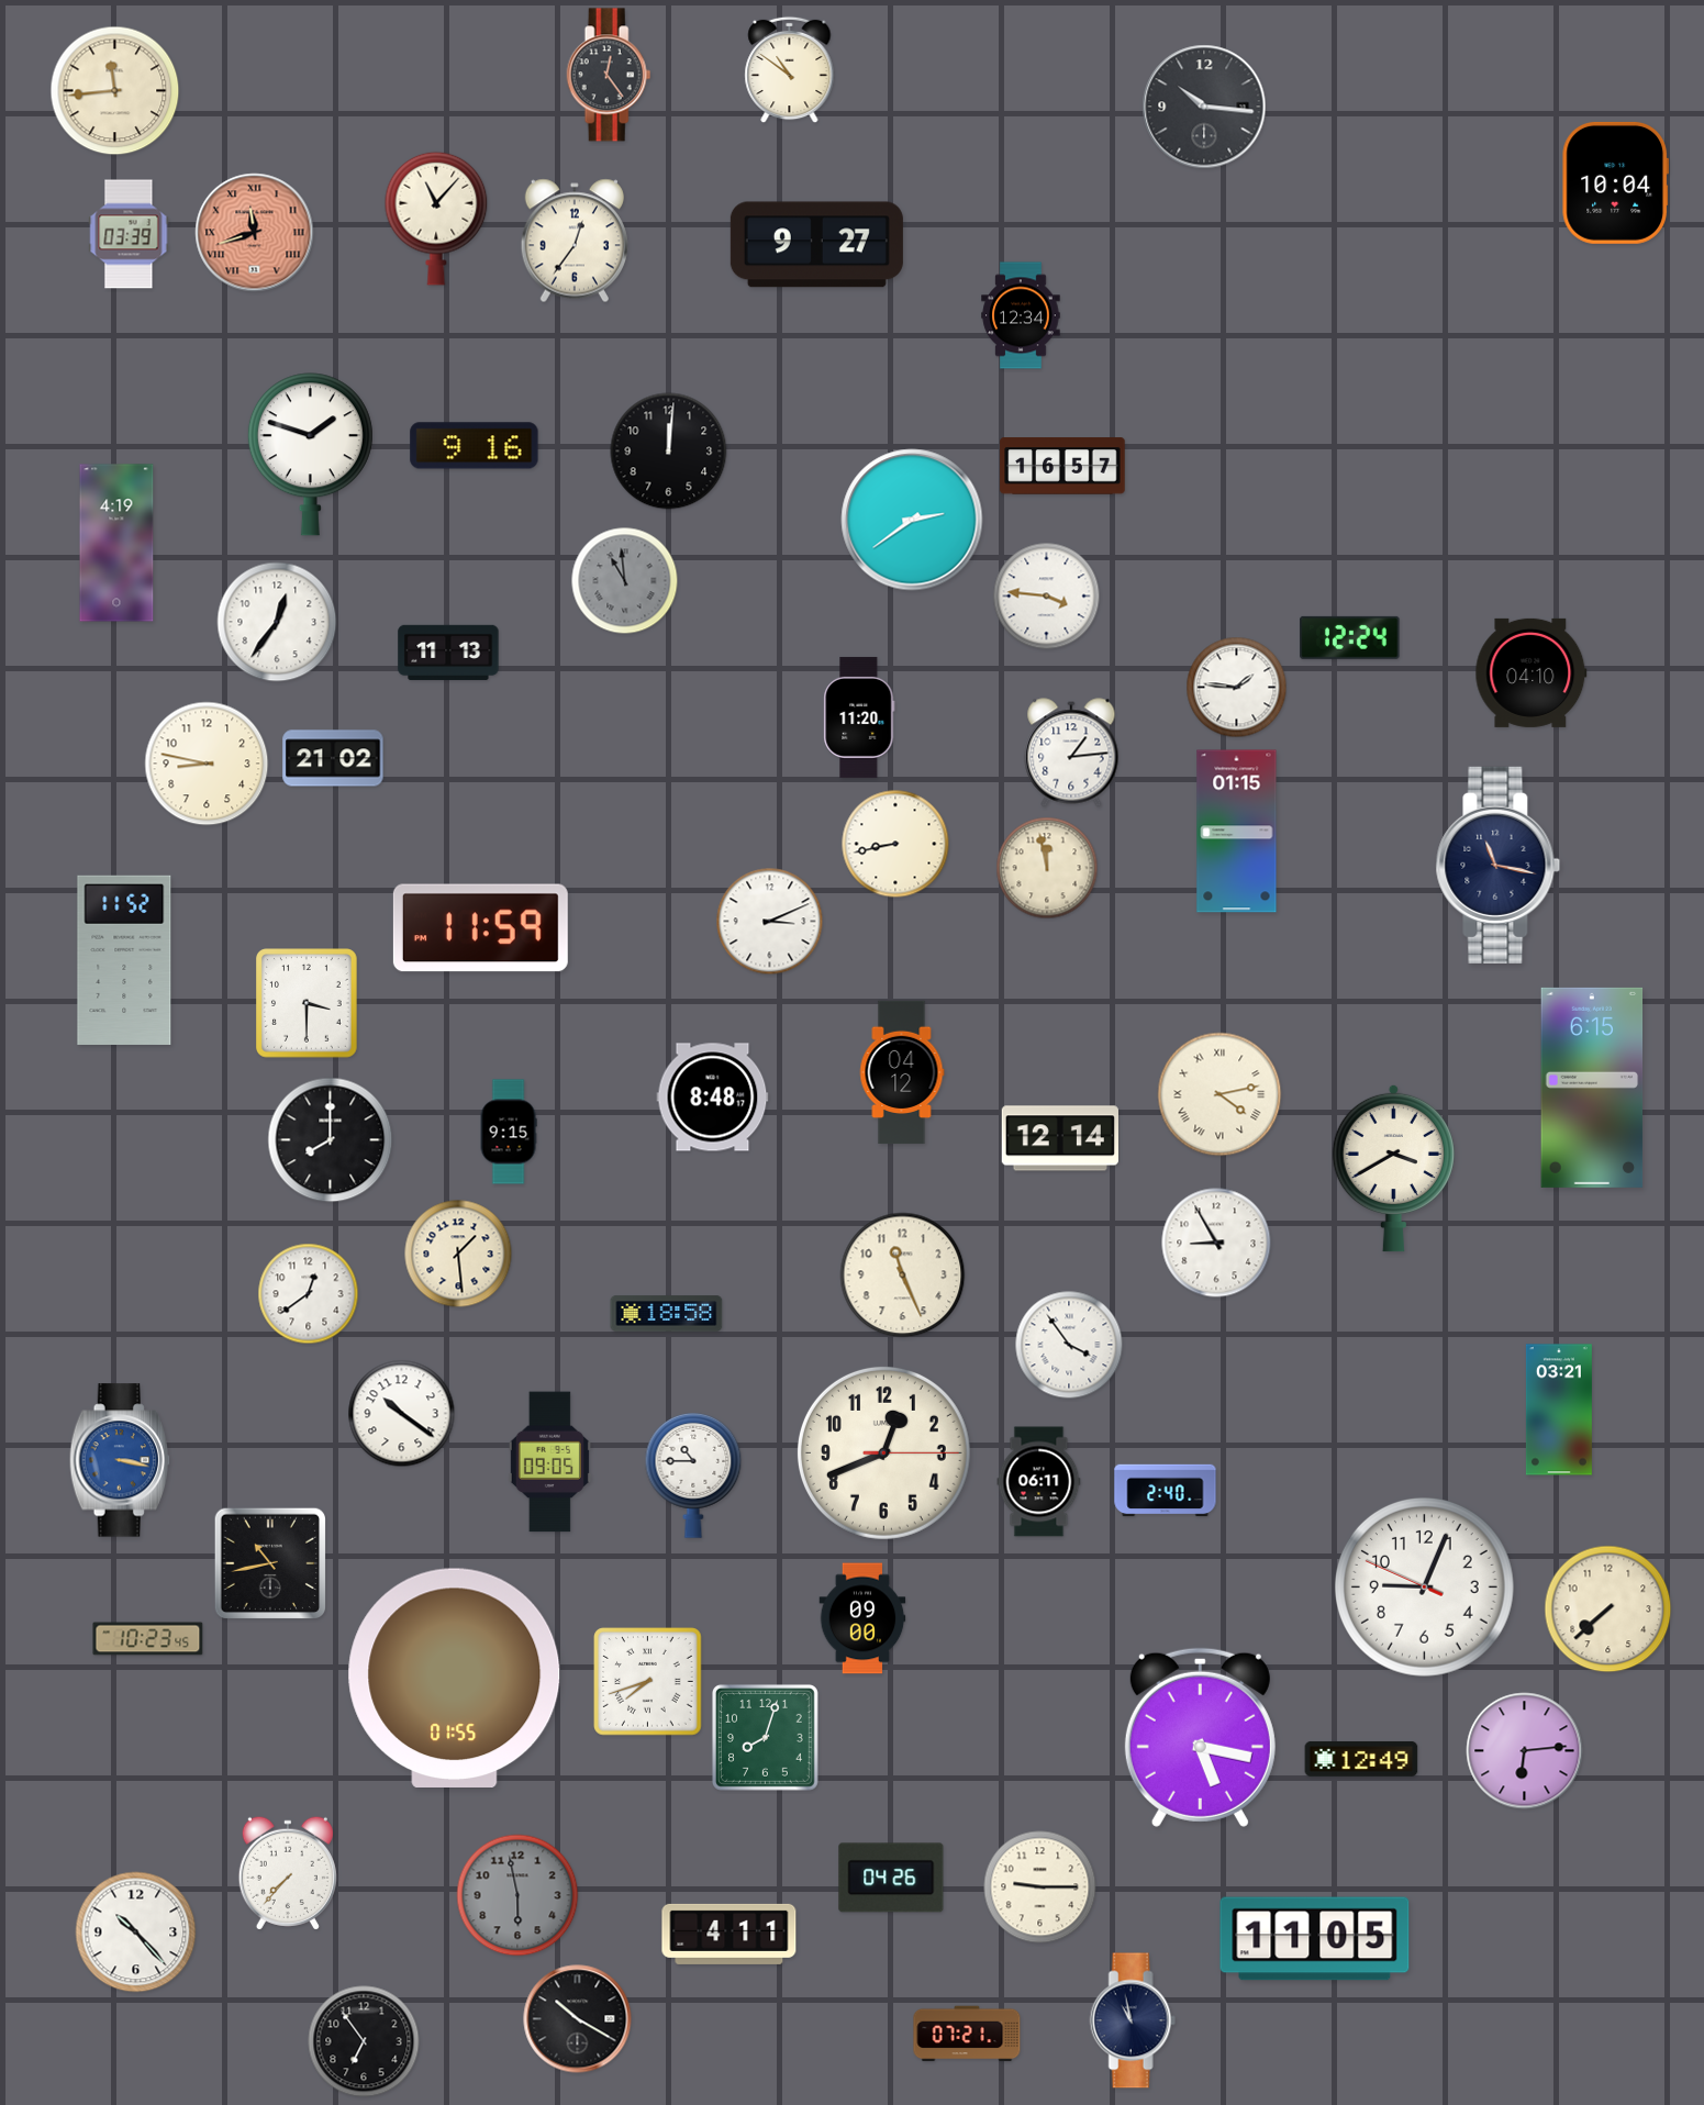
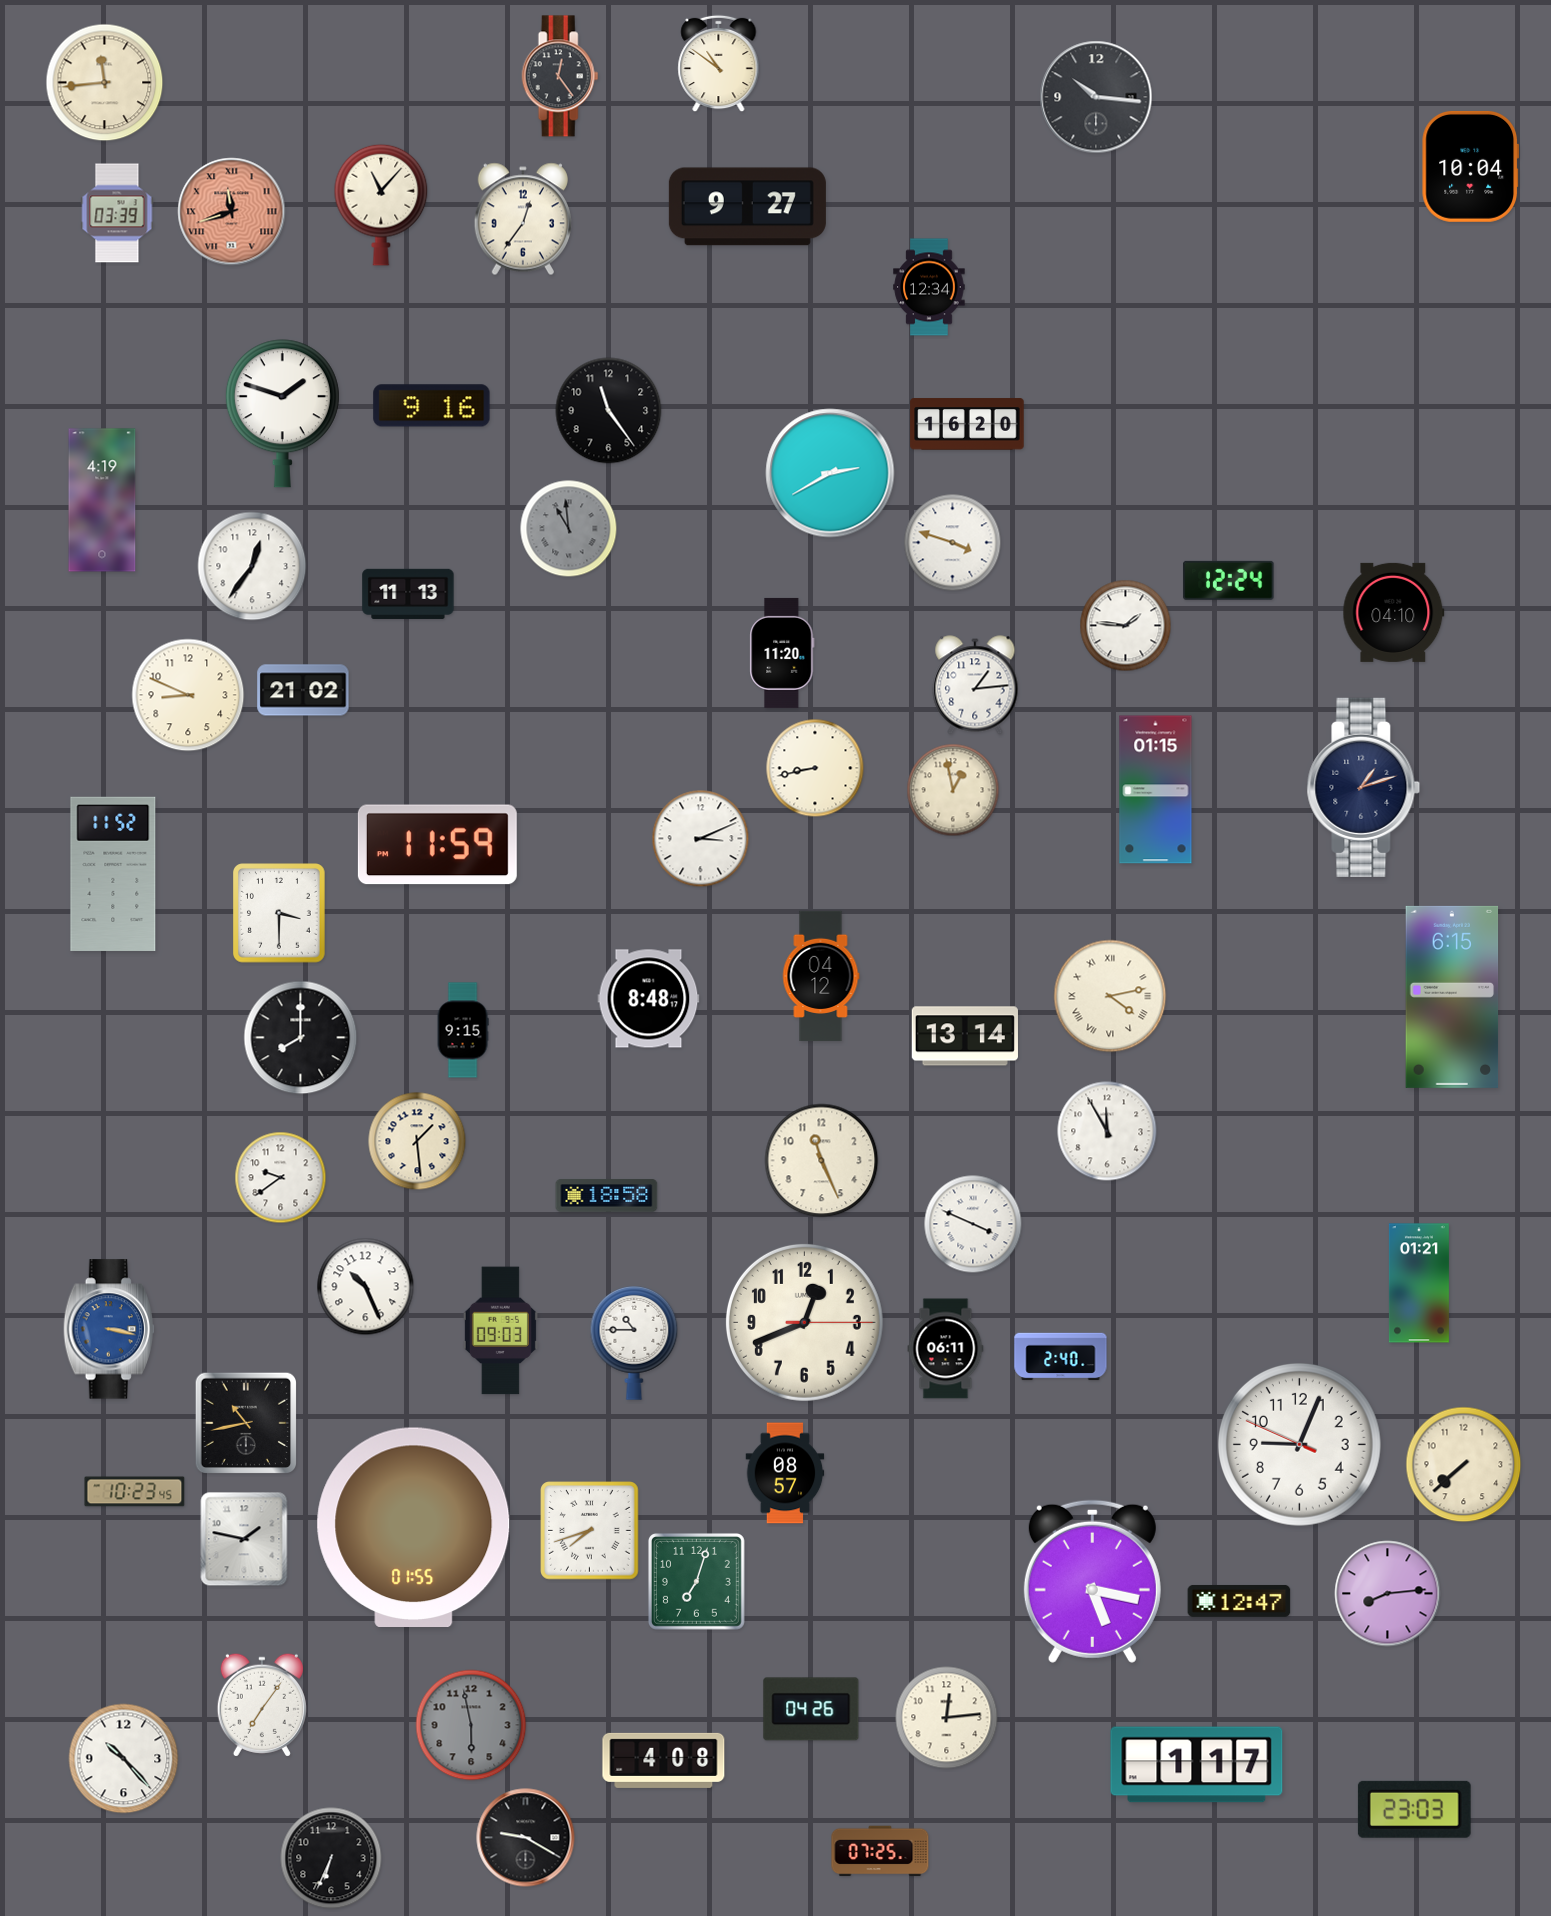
clock at (609, 75) position: (609, 75) -> (560, 76)
clock at (436, 219) position: (436, 219) -> (381, 205)
clock at (816, 245) position: (816, 245) -> (747, 207)
clock at (669, 452): 12:01 -> 11:24
clock at (1062, 466): 16:57 -> 16:20
clock at (912, 520): 2:39 -> 2:40
clock at (116, 543) position: (116, 543) -> (102, 500)
clock at (1047, 597): 3:46 -> 3:48
clock at (207, 764): 8:47 -> 8:49
clock at (1237, 832) position: (1237, 832) -> (1156, 790)
clock at (1499, 865): 11:17 -> 1:12
clock at (1047, 868): 11:58 -> 12:58
clock at (1592, 1088) position: (1592, 1088) -> (1452, 997)
clock at (1060, 1138): 12:14 -> 13:14
clock at (1393, 1168): 3:40 -> none
clock at (1216, 1243): 8:55 -> 11:55
clock at (309, 1294): 12:39 -> 9:39
clock at (1069, 1345): 3:54 -> 3:49
clock at (1559, 1410): 03:21 -> 01:21
clock at (402, 1414): 10:21 -> 10:26
clock at (549, 1462): 09:05 -> 09:03
clock at (693, 1477) position: (693, 1477) -> (634, 1344)
clock at (1424, 1586) position: (1424, 1586) -> (1299, 1444)
clock at (862, 1618): 09:00 -> 08:57
clock at (244, 1539): none -> 1:47
clock at (765, 1737): 8:03 -> 7:03
clock at (1525, 1751): 6:14 -> 8:14
clock at (1361, 1759): 12:49 -> 12:47
clock at (288, 1873): 7:37 -> 7:06
clock at (1040, 1887): 9:15 -> 12:14
clock at (730, 1934): 4:11 -> 4:08
clock at (1315, 1939): 11:05 -> 1:17
clock at (1414, 1809): none -> 23:03
clock at (578, 2019): 10:20 -> 9:20
clock at (1133, 2020): 10:58 -> none
clock at (967, 2034): 07:21 -> 07:25
clock at (364, 2041): 6:54 -> 6:34
